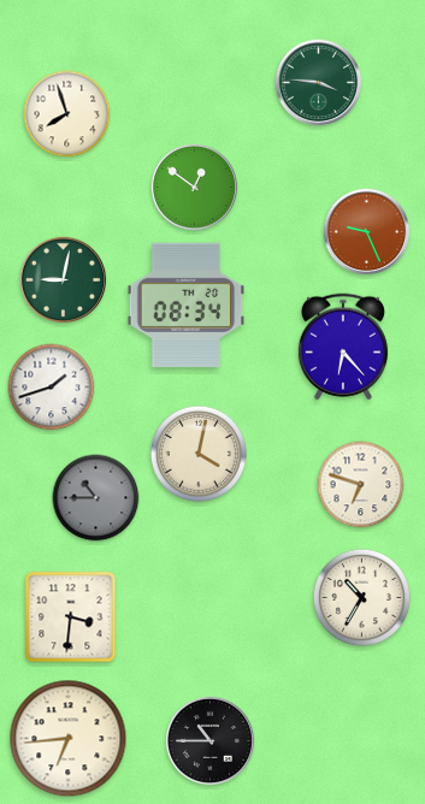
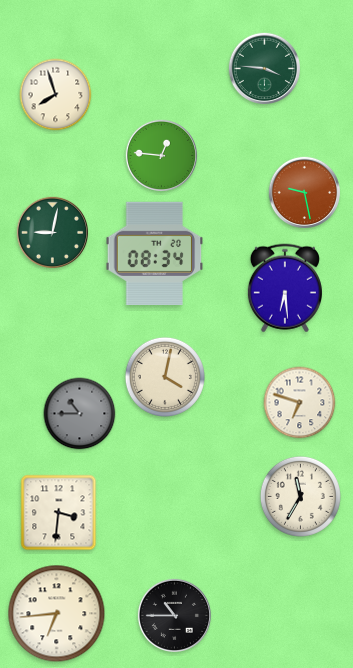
clock at (194, 187): 12:51 -> 12:46
clock at (366, 231): 9:26 -> 9:28
clock at (343, 347): 6:23 -> 6:29
clock at (52, 388): 1:42 -> none
clock at (361, 597): 10:35 -> 11:35
